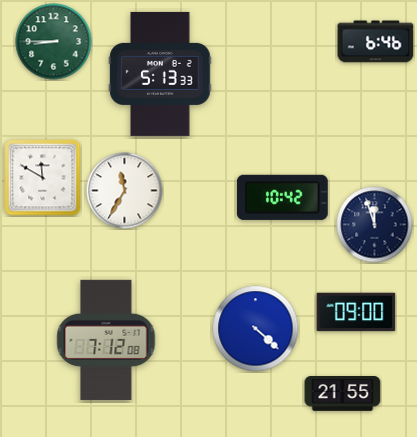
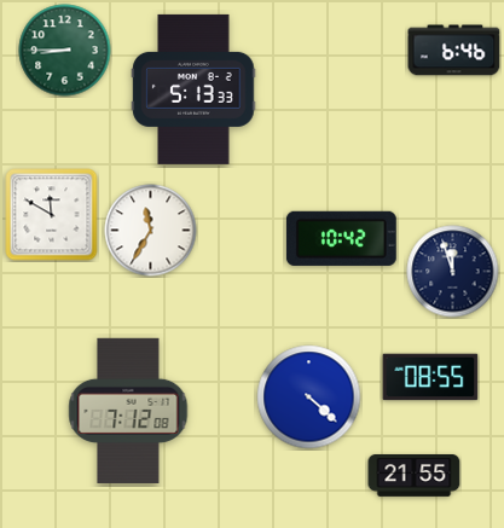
clock at (356, 312): 09:00 -> 08:55
